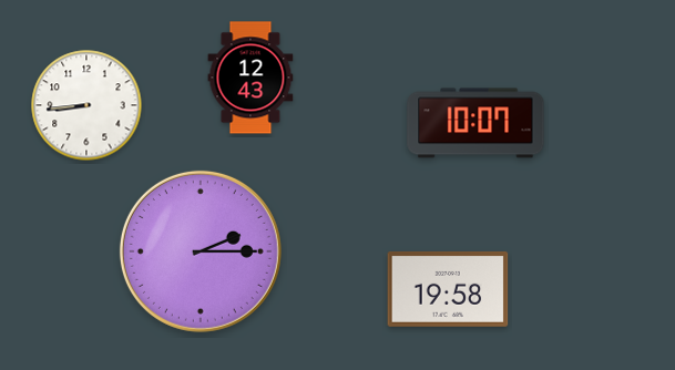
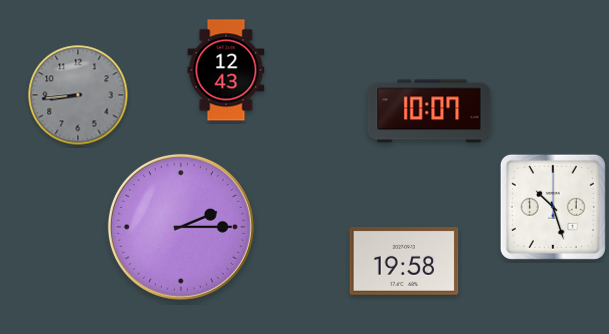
clock at (86, 105) dial: white -> grey
clock at (553, 207): none -> 10:27
